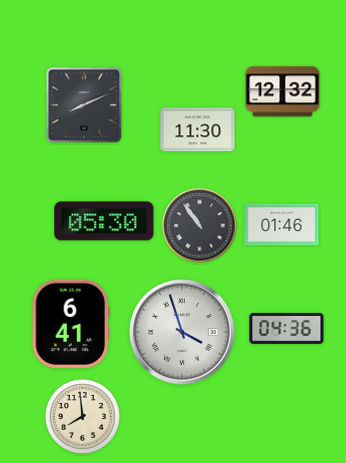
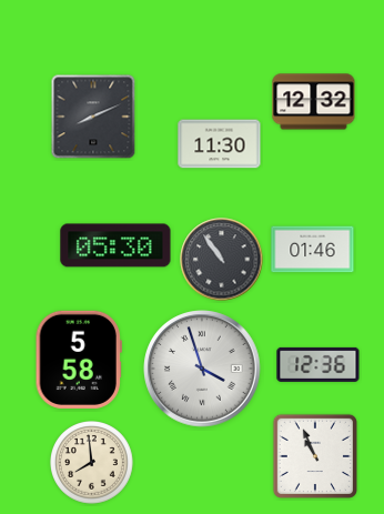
clock at (200, 226) position: (200, 226) -> (222, 260)
clock at (71, 324): 6:41 -> 5:58
clock at (287, 328): 04:36 -> 12:36
clock at (315, 456): none -> 10:56
